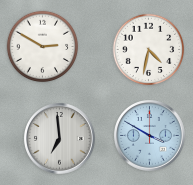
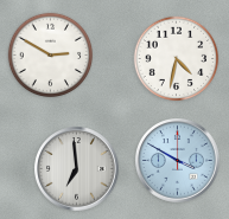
clock at (60, 139) position: (60, 139) -> (77, 169)
